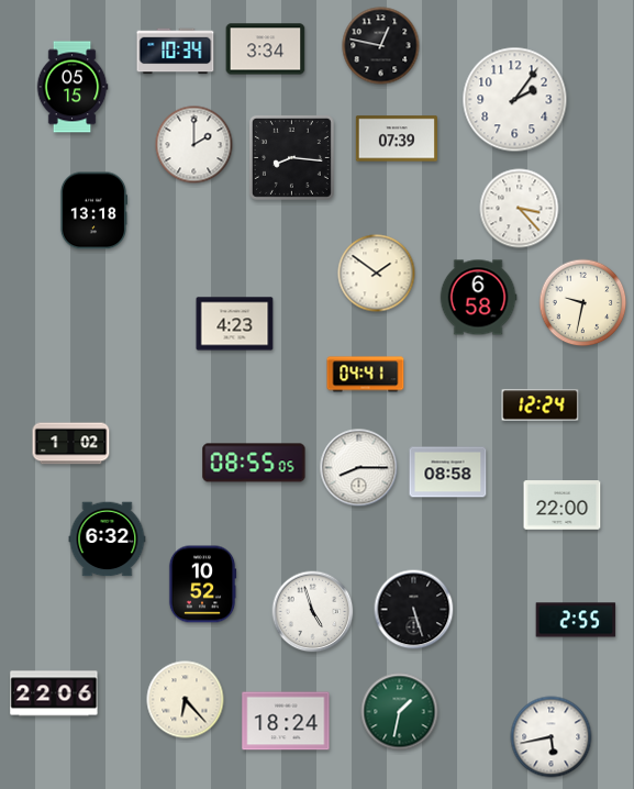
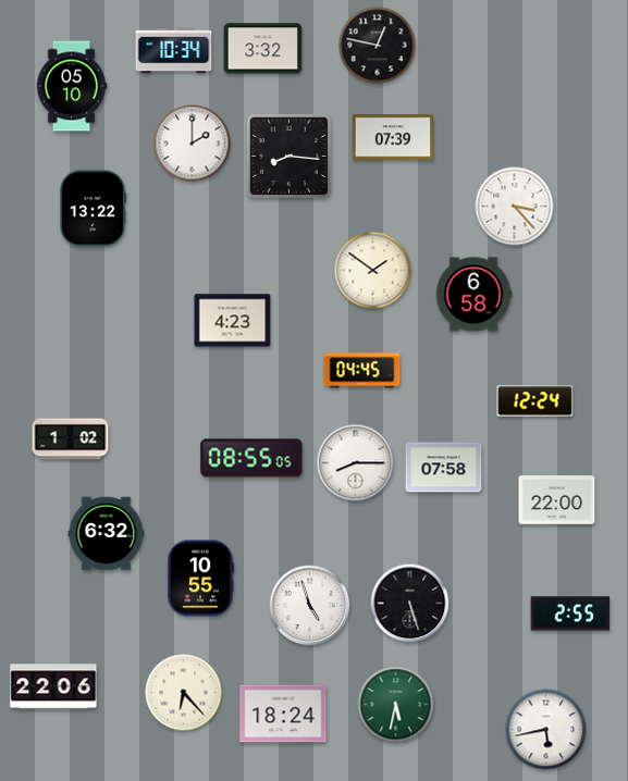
clock at (266, 49): 3:34 -> 3:32
clock at (73, 87): 05:15 -> 05:10
clock at (515, 100): 2:06 -> none
clock at (92, 211): 13:18 -> 13:22
clock at (583, 303): 9:32 -> none
clock at (366, 375): 04:41 -> 04:45
clock at (448, 473): 08:58 -> 07:58
clock at (202, 585): 10:52 -> 10:55
clock at (400, 712): 1:32 -> 5:32
